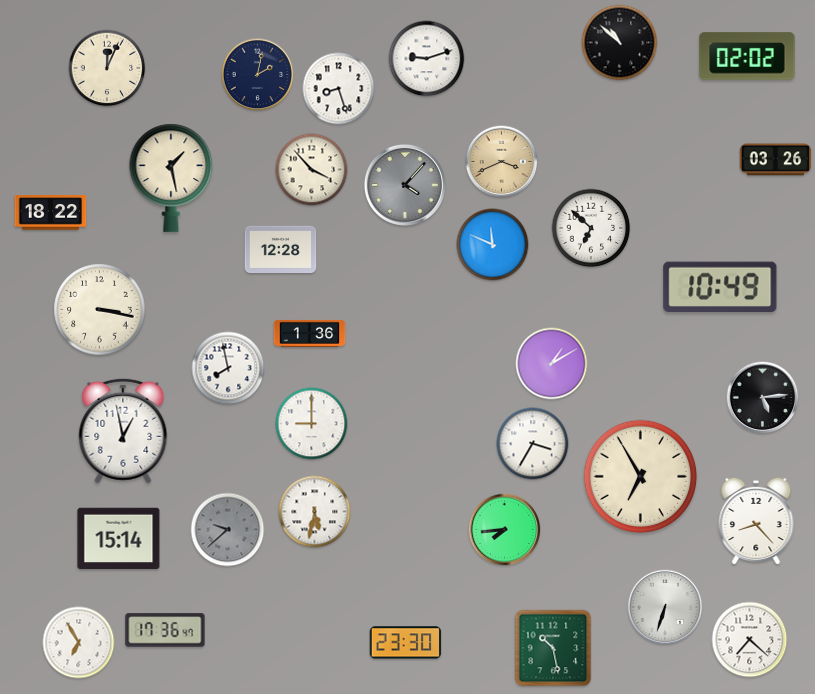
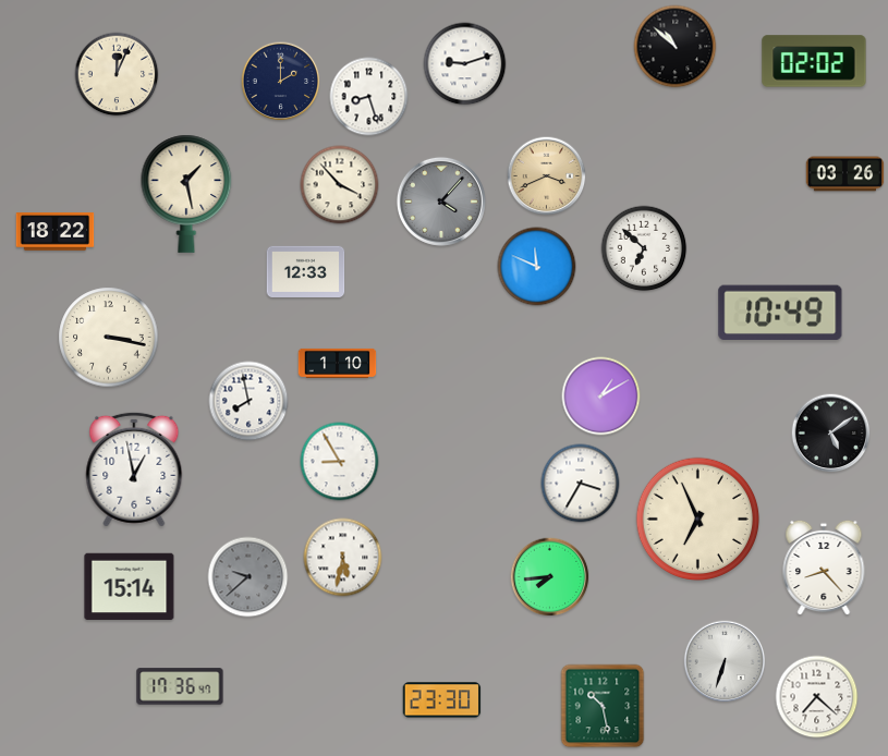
clock at (258, 75): 2:02 -> 2:00
clock at (281, 249): 12:28 -> 12:33
clock at (720, 286) position: (720, 286) -> (780, 312)
clock at (310, 333): 1:36 -> 1:10
clock at (763, 398): 5:14 -> 5:09
clock at (312, 424): 9:00 -> 8:55
clock at (641, 477): 6:55 -> 6:56
clock at (79, 643): 6:55 -> none
